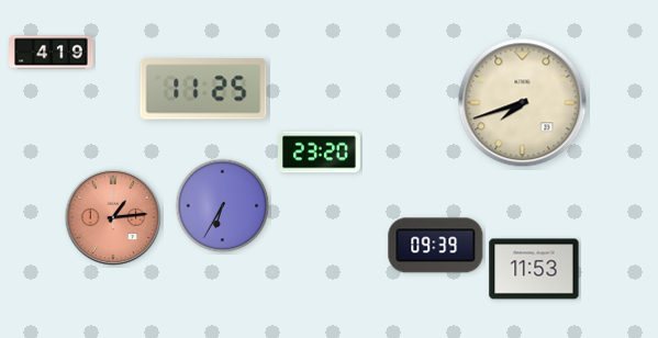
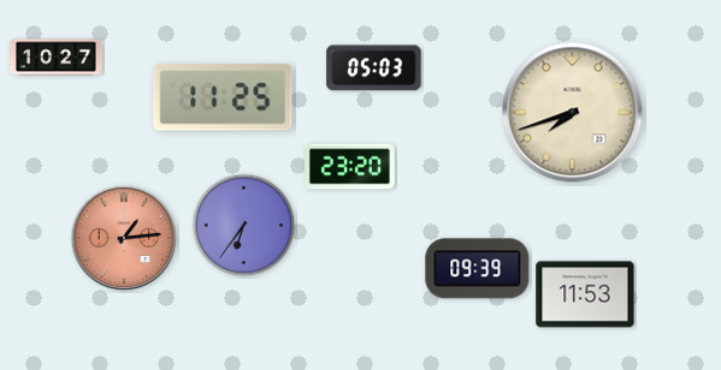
clock at (52, 53): 4:19 -> 10:27
clock at (374, 68): none -> 05:03
clock at (223, 206): 6:35 -> 6:36
